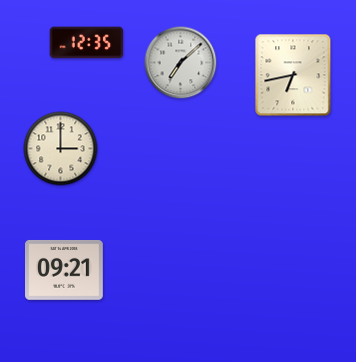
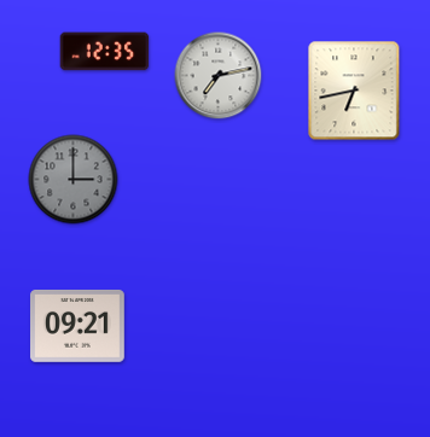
clock at (181, 63): 7:08 -> 7:13
clock at (61, 149) dial: cream -> grey
